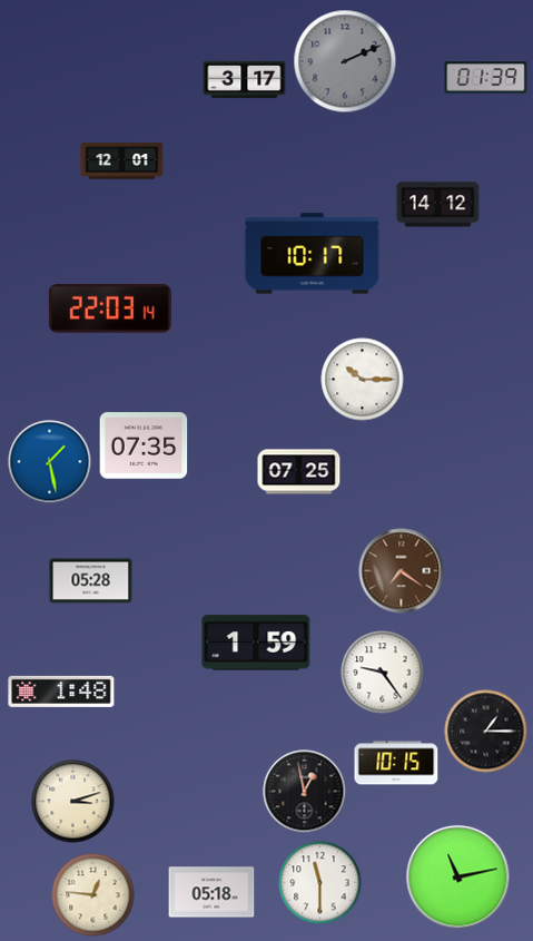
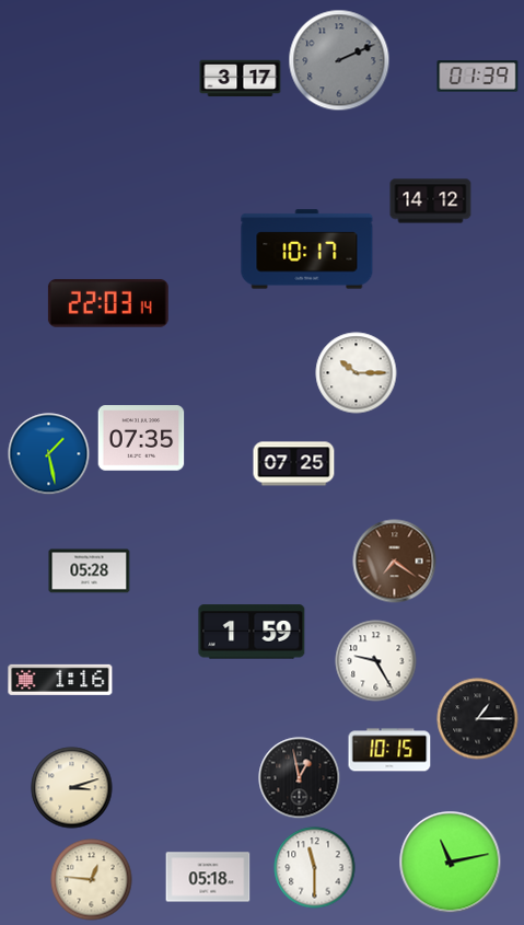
clock at (122, 161): 12:01 -> none
clock at (383, 673): 9:24 -> 9:25
clock at (61, 692): 1:48 -> 1:16
